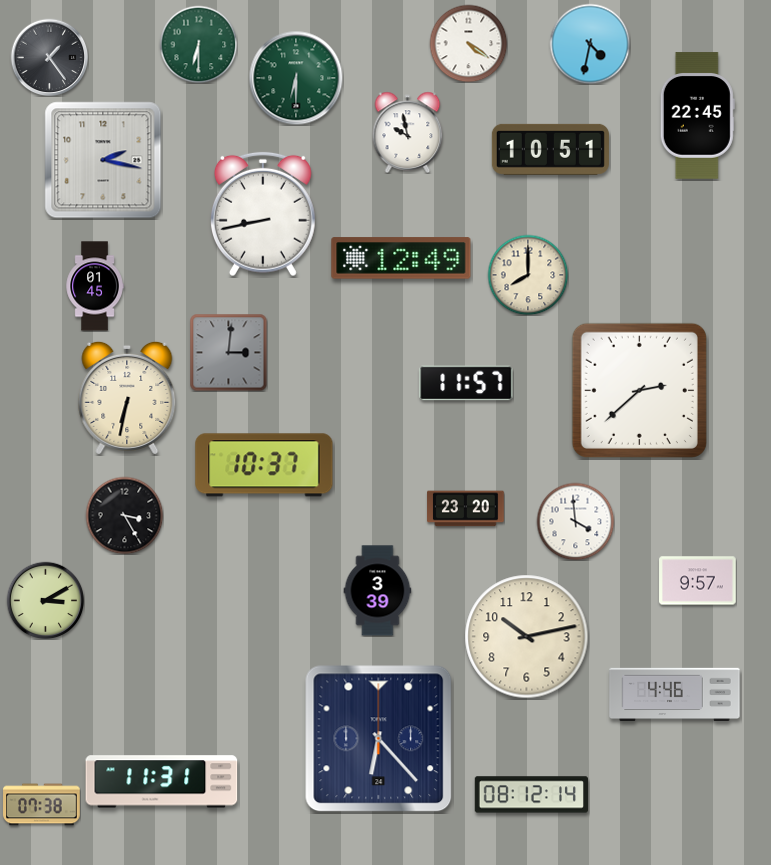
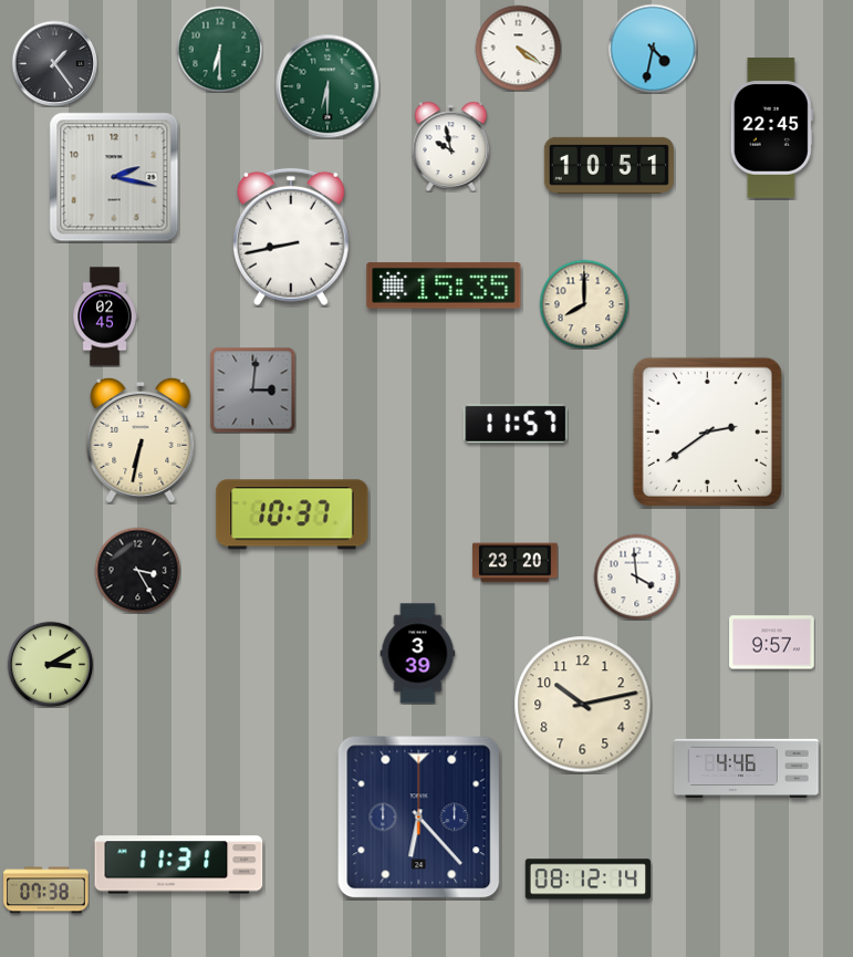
clock at (401, 258): 12:49 -> 15:35
clock at (95, 286): 01:45 -> 02:45
clock at (639, 390): 2:38 -> 2:39
